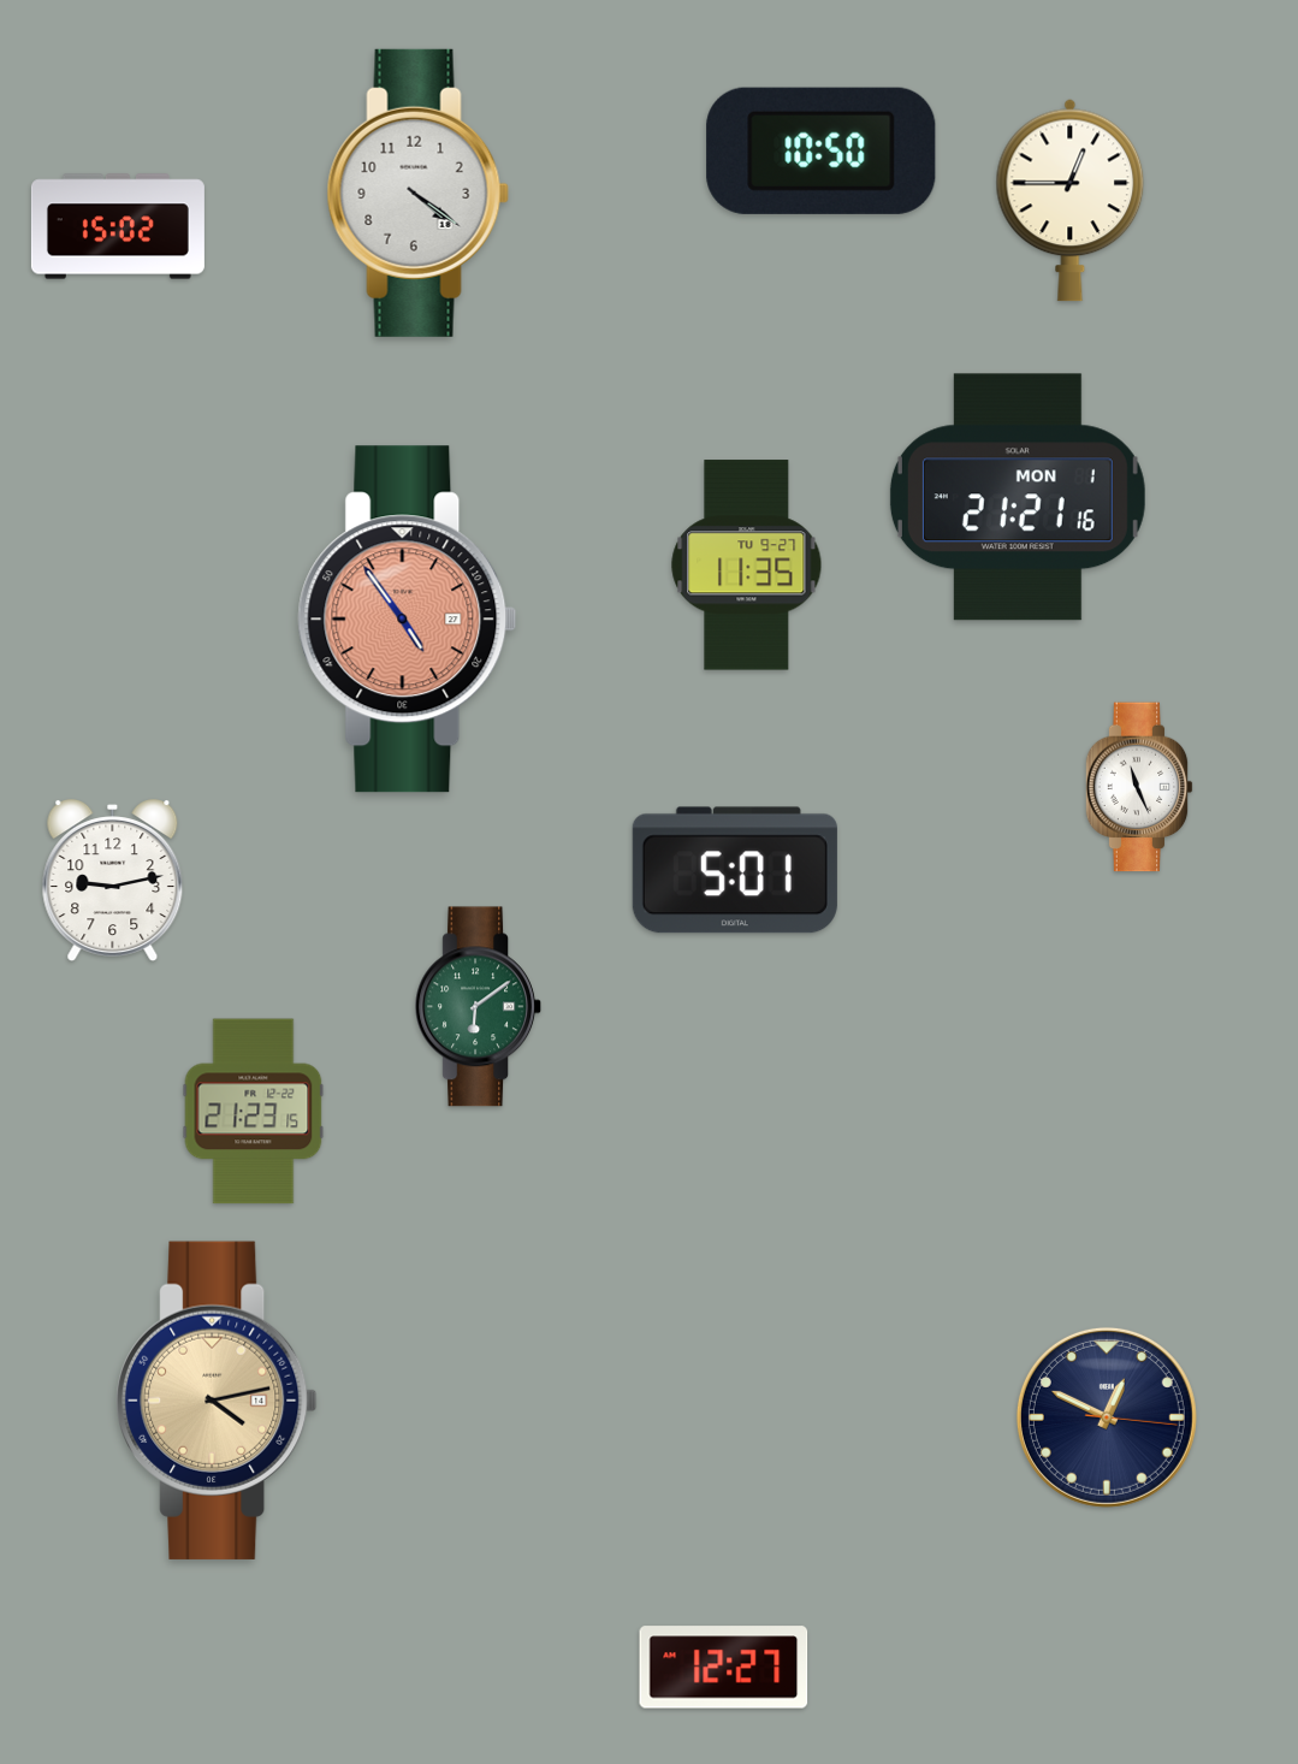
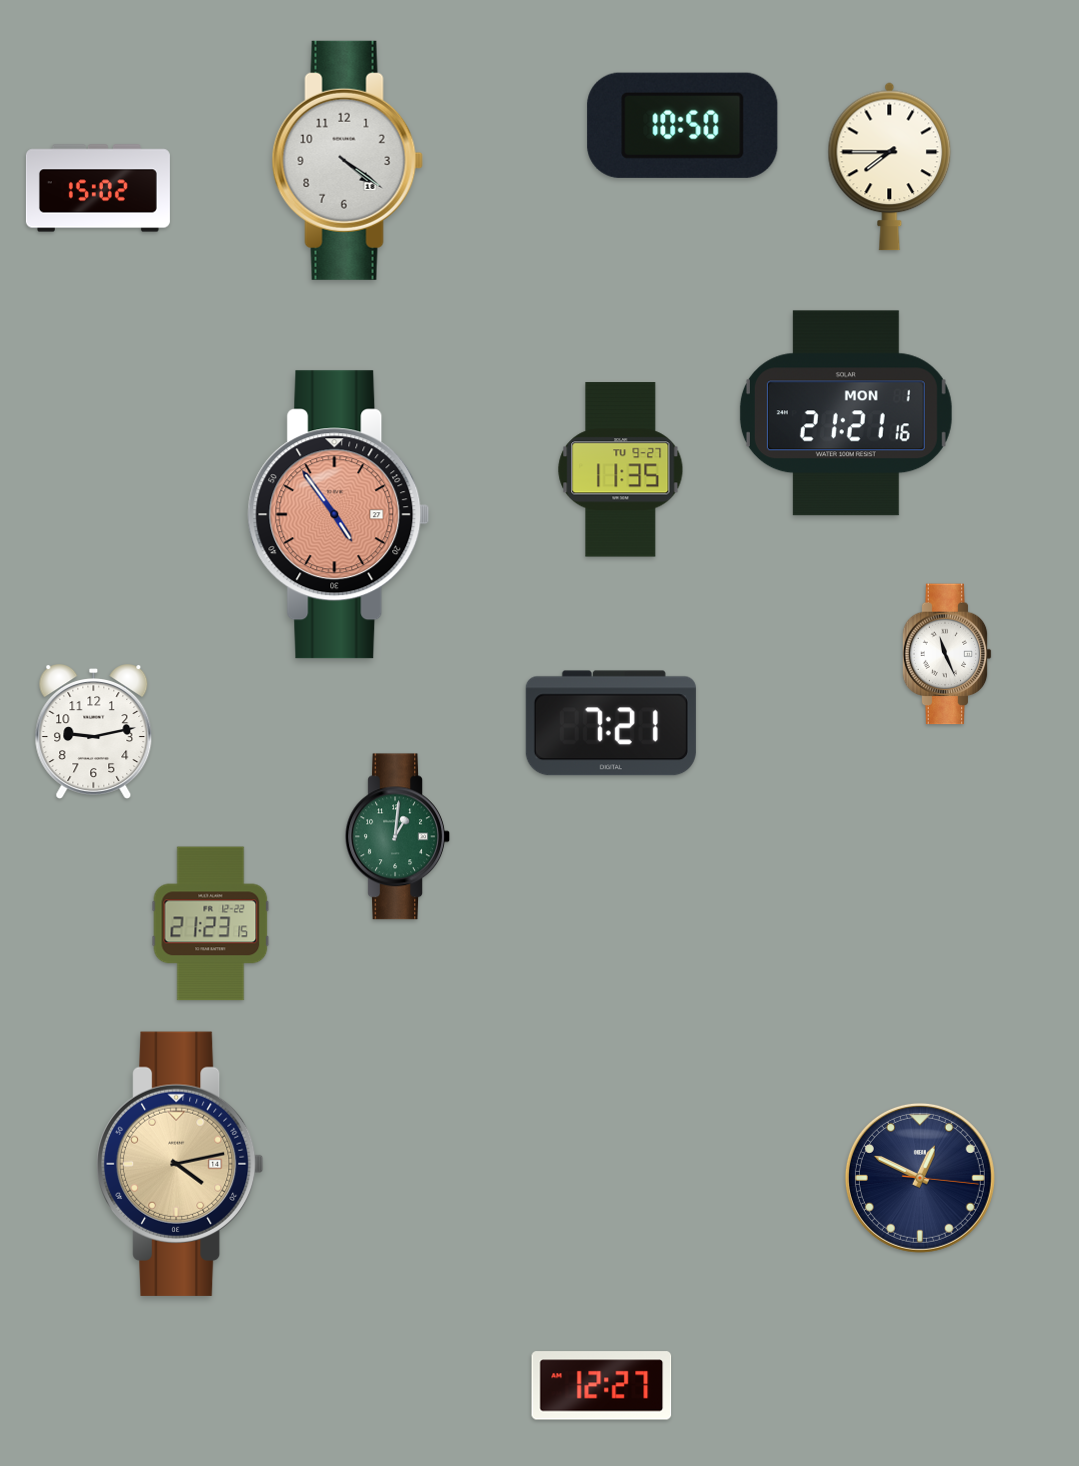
clock at (1071, 200): 12:45 -> 7:45
clock at (735, 870): 5:01 -> 7:21
clock at (478, 1007): 6:09 -> 1:01
